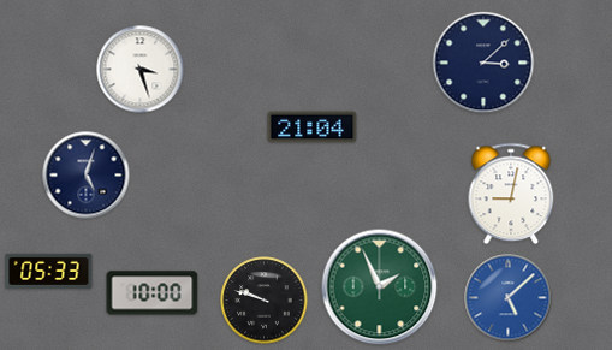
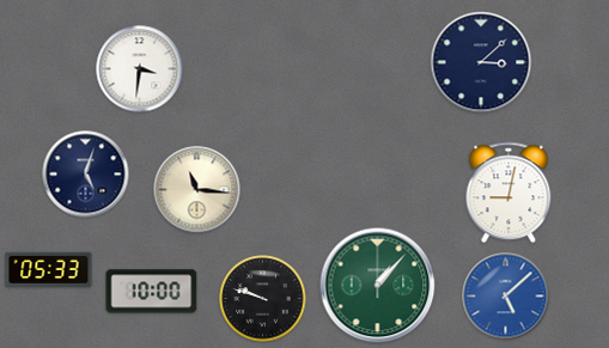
clock at (141, 70): 3:27 -> 3:31
clock at (313, 127): 21:04 -> none
clock at (197, 190): none -> 11:16
clock at (380, 287): 1:56 -> 1:07
